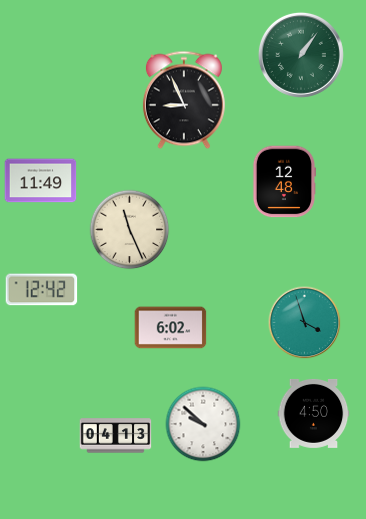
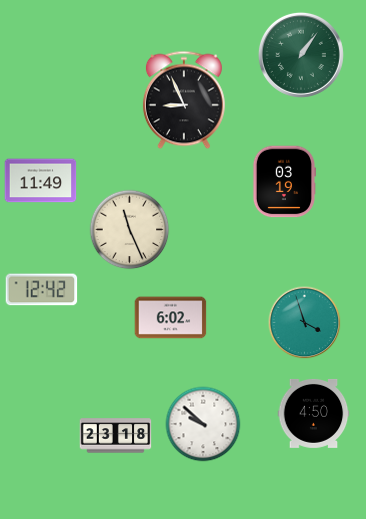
clock at (283, 182): 12:48 -> 03:19
clock at (171, 328) position: (171, 328) -> (171, 318)
clock at (116, 436): 04:13 -> 23:18
